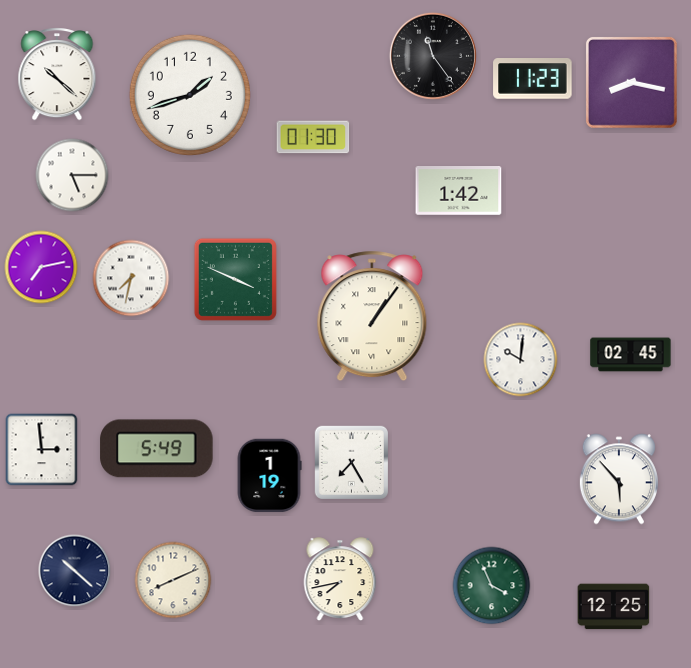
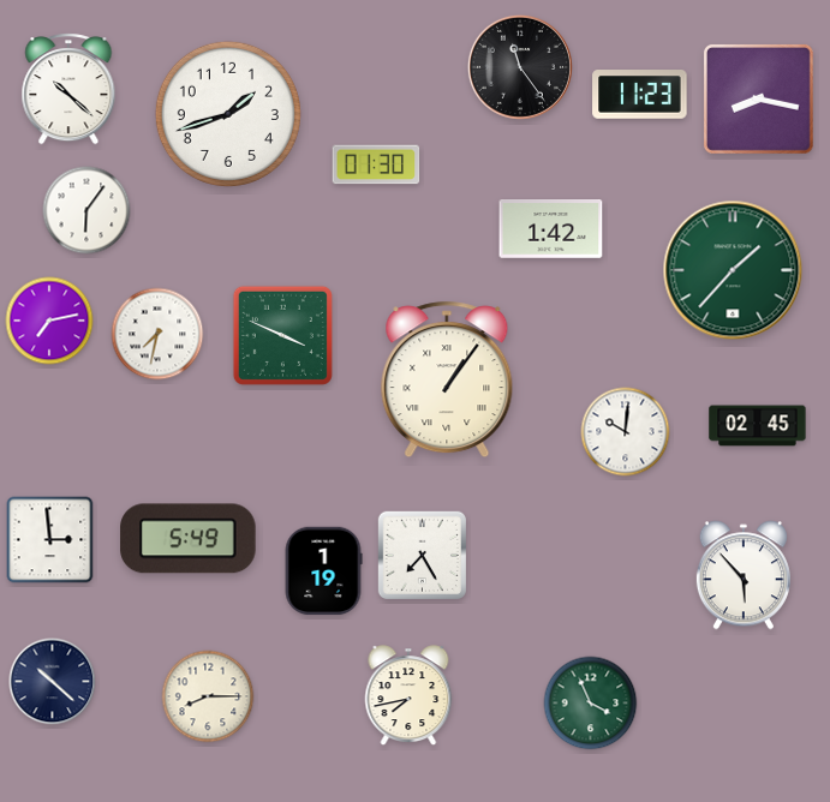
clock at (72, 175): 5:15 -> 6:06
clock at (733, 270): none -> 1:37
clock at (75, 571) position: (75, 571) -> (53, 682)
clock at (173, 580): 8:11 -> 8:15
clock at (614, 607): 12:25 -> none
